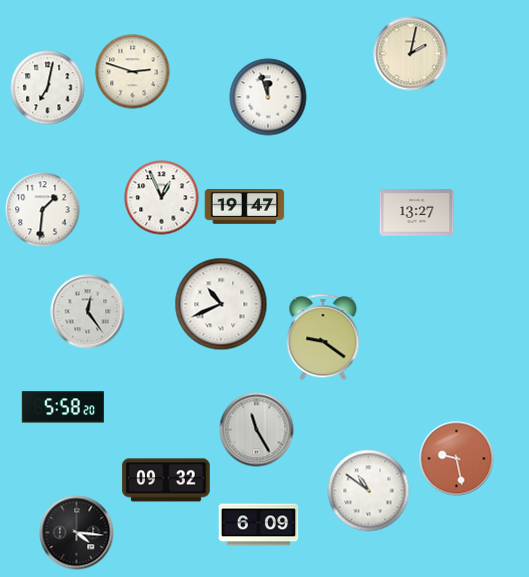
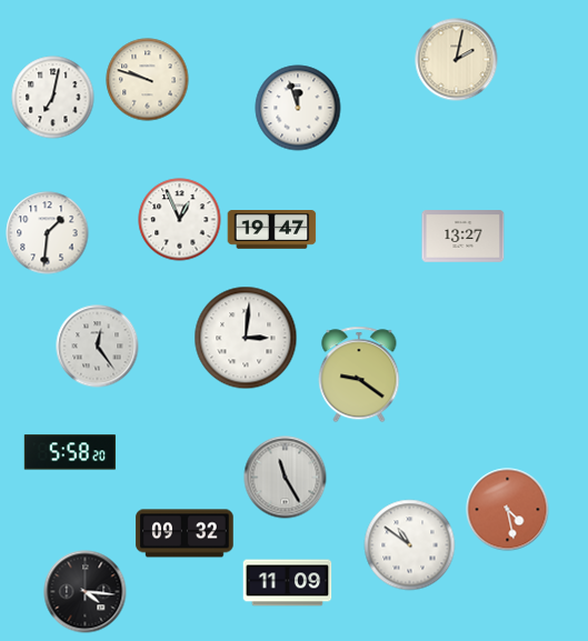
clock at (133, 72): 2:48 -> 9:48
clock at (221, 304): 10:41 -> 3:01
clock at (457, 459): 9:28 -> 4:28
clock at (259, 525): 6:09 -> 11:09
